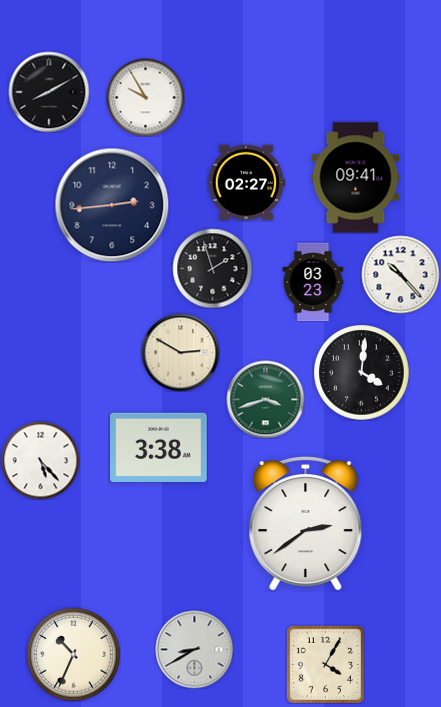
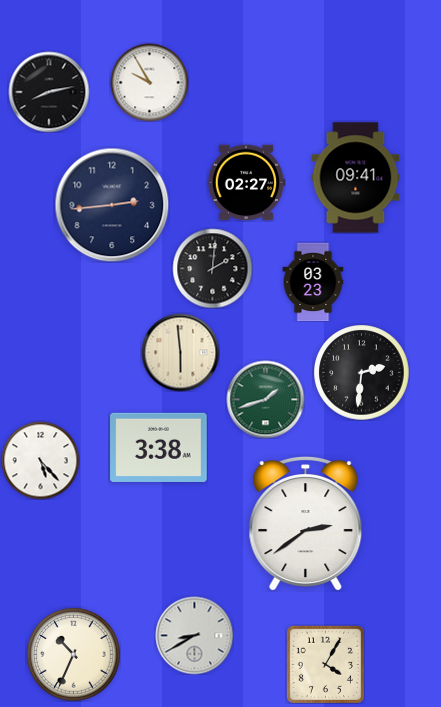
clock at (49, 92): 8:10 -> 8:13
clock at (145, 97) position: (145, 97) -> (149, 82)
clock at (212, 268): 1:57 -> 2:01
clock at (400, 274): 10:23 -> none
clock at (180, 352): 2:50 -> 5:59
clock at (361, 372): 4:01 -> 2:31
clock at (265, 399): 3:42 -> 1:42
clock at (194, 649) position: (194, 649) -> (194, 635)
